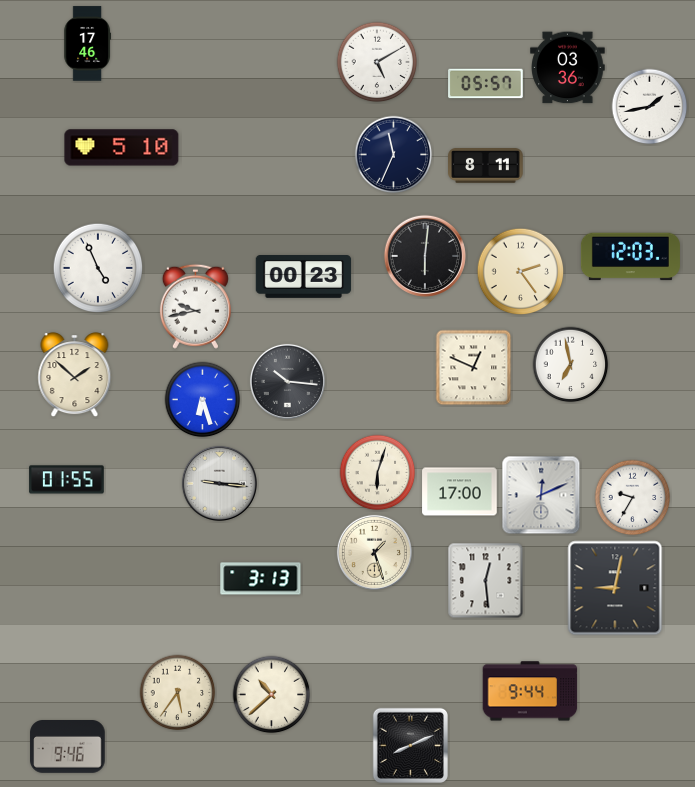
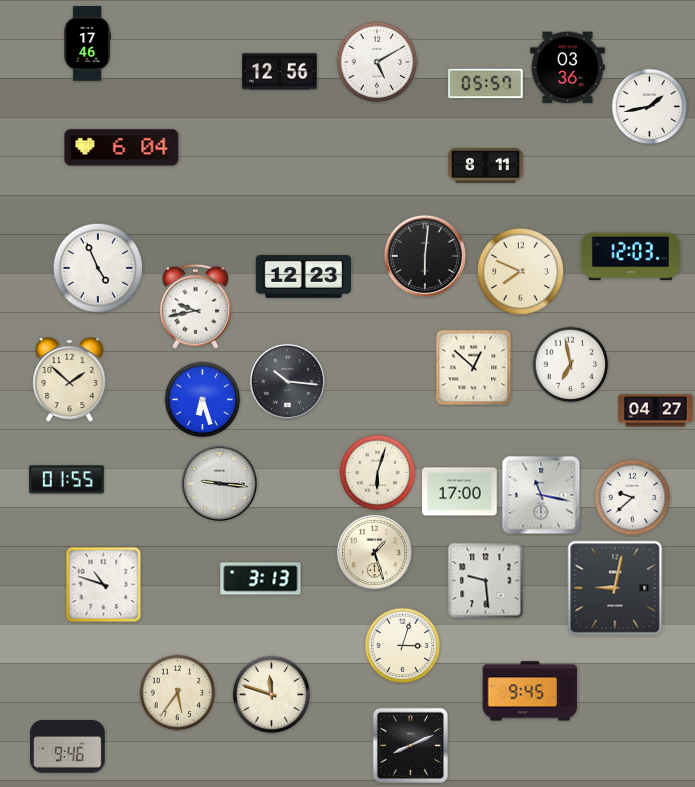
clock at (280, 72): none -> 12:56
clock at (122, 148): 5:10 -> 6:04
clock at (394, 155): 11:34 -> none
clock at (521, 272): 2:24 -> 7:49
clock at (304, 277): 00:23 -> 12:23
clock at (474, 368): 12:49 -> 12:52
clock at (75, 375) position: (75, 375) -> (70, 380)
clock at (656, 411): none -> 04:27
clock at (541, 495): 12:11 -> 11:17
clock at (633, 498): 9:35 -> 9:38
clock at (486, 581): 12:29 -> 9:29
clock at (104, 585): none -> 10:48
clock at (403, 646): none -> 3:03
clock at (530, 691): 9:44 -> 9:45
clock at (272, 695): 10:38 -> 11:48
